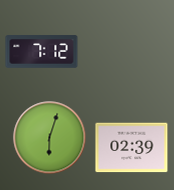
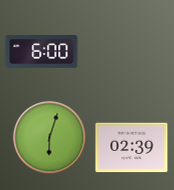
clock at (42, 52): 7:12 -> 6:00
